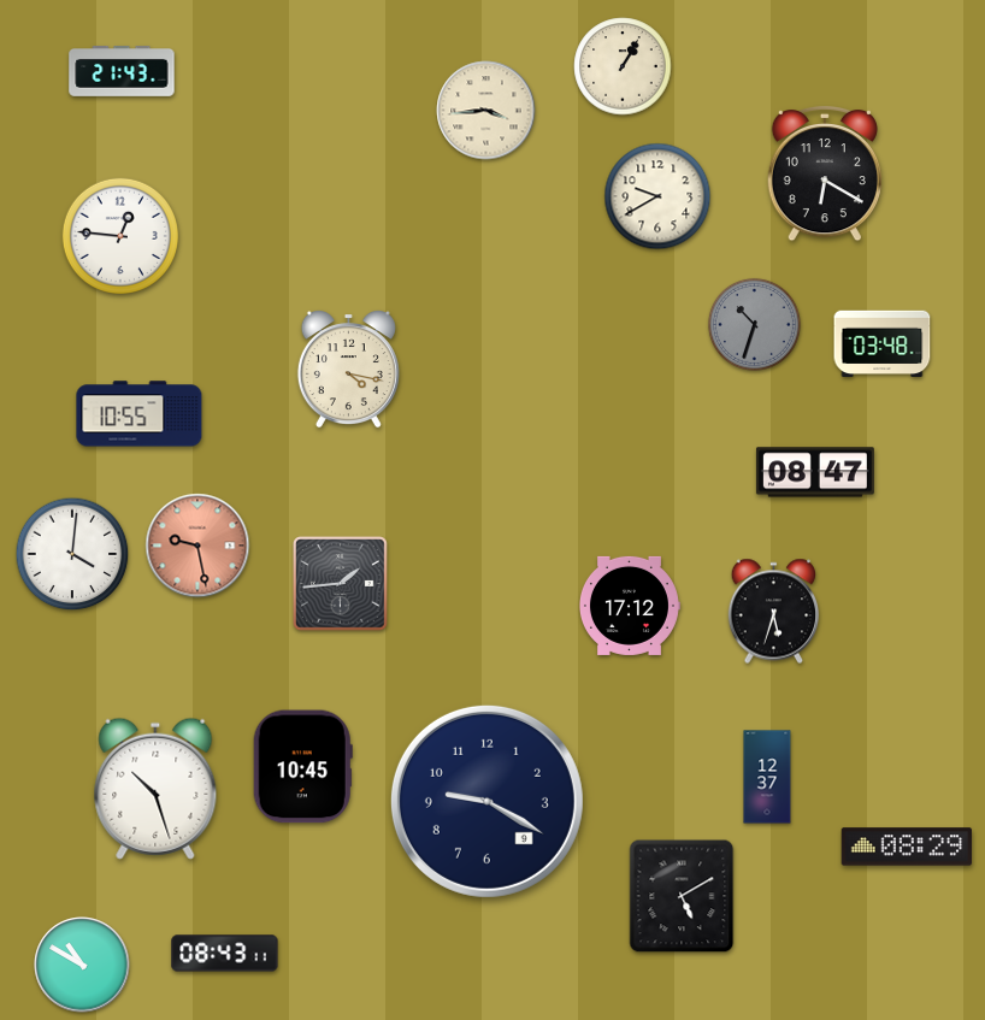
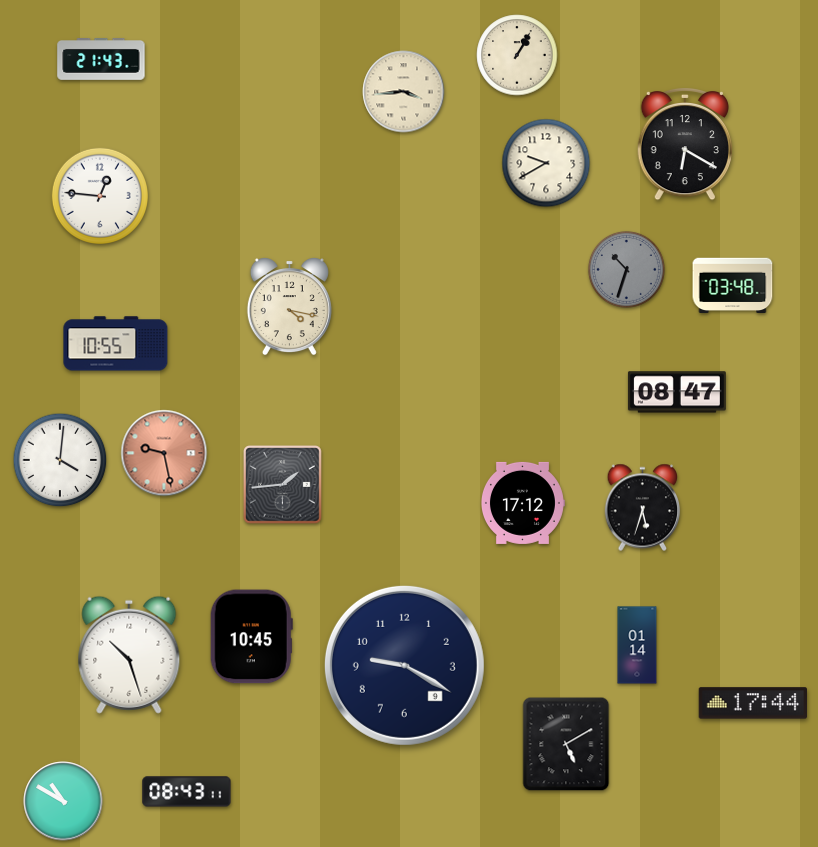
clock at (767, 777): 12:37 -> 01:14
clock at (907, 847): 08:29 -> 17:44
clock at (82, 965) position: (82, 965) -> (63, 801)
